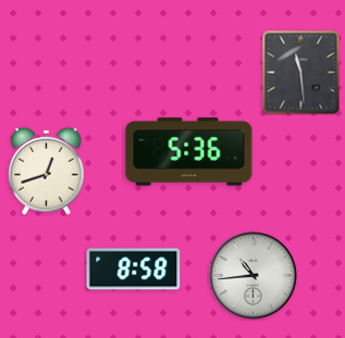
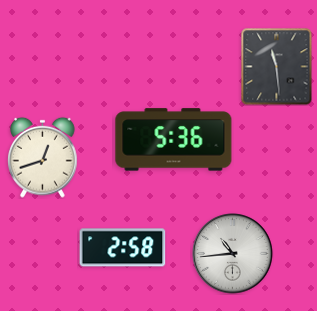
clock at (134, 270): 8:58 -> 2:58
